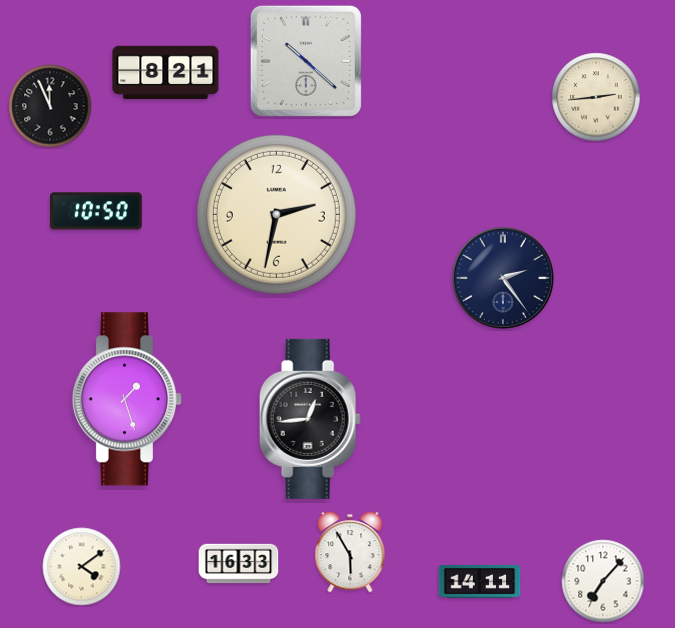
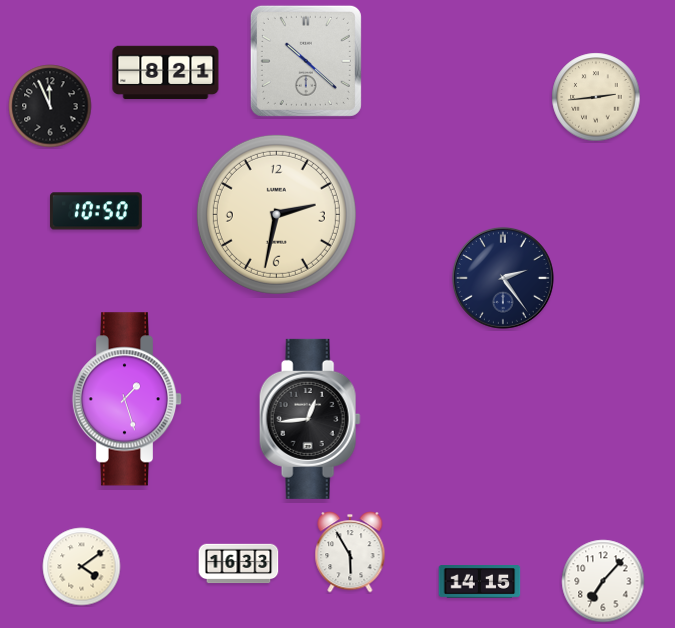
clock at (480, 582): 14:11 -> 14:15
